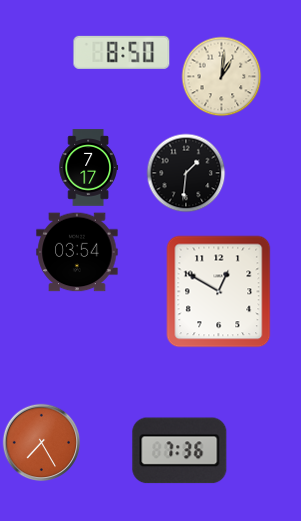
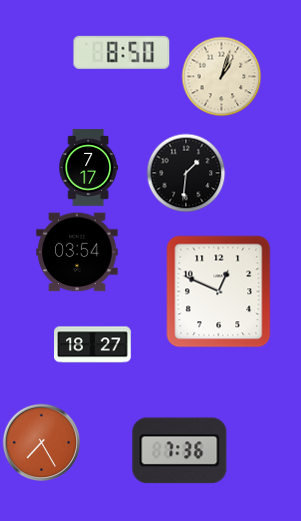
clock at (221, 76): 1:01 -> 1:03
clock at (219, 292): 12:50 -> 12:49
clock at (93, 345): none -> 18:27
